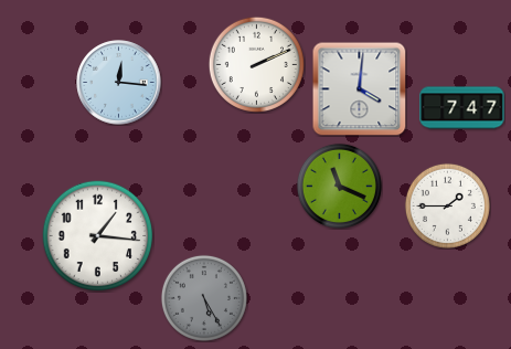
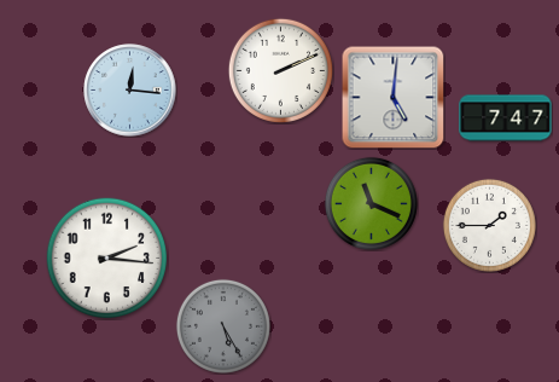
clock at (359, 88): 4:01 -> 5:01
clock at (98, 236): 1:16 -> 2:16
